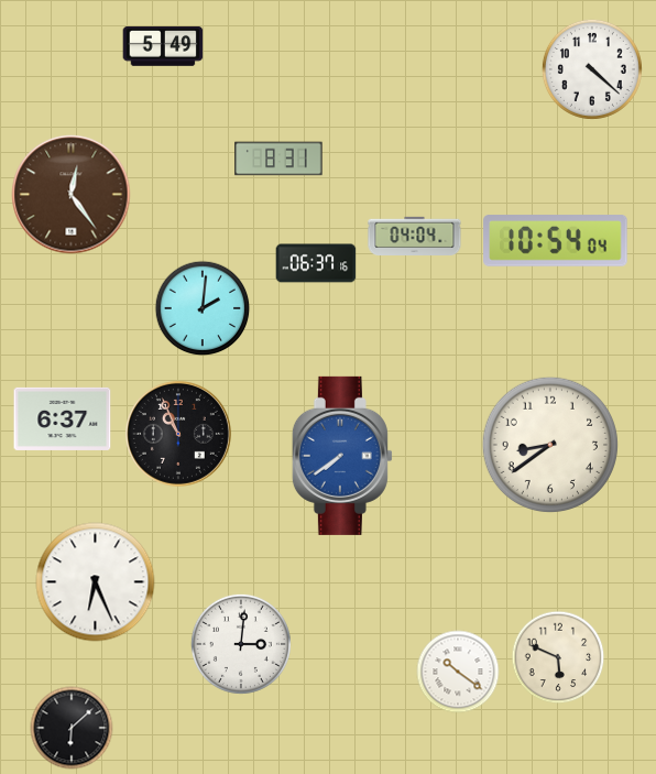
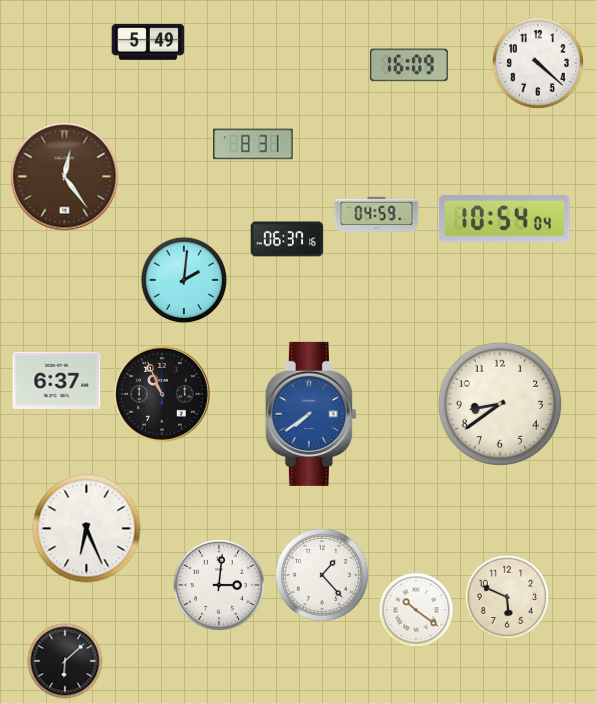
clock at (409, 65): none -> 16:09
clock at (415, 237): 04:04 -> 04:59
clock at (322, 575): none -> 1:23
